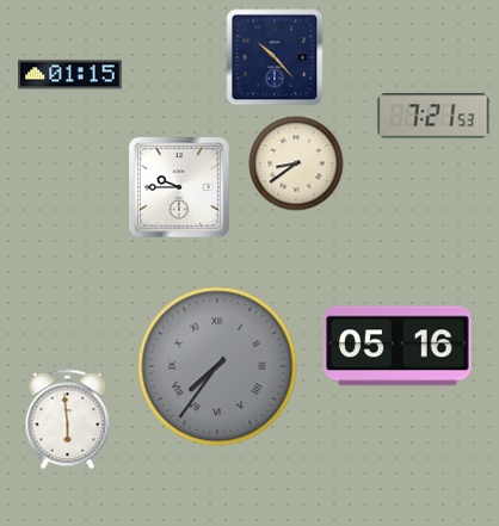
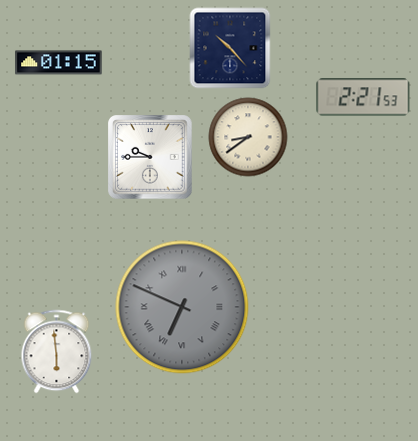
clock at (433, 116): 7:21 -> 2:21
clock at (398, 346): 05:16 -> none
clock at (217, 366): 7:36 -> 6:49
